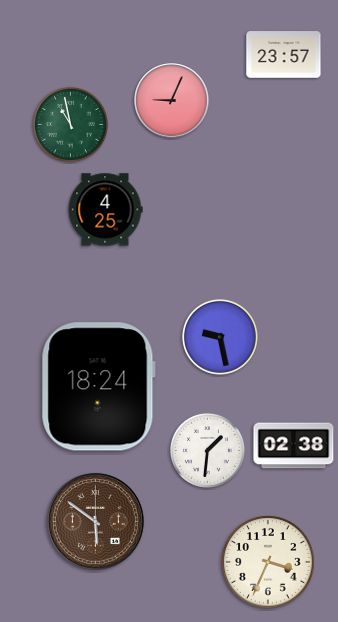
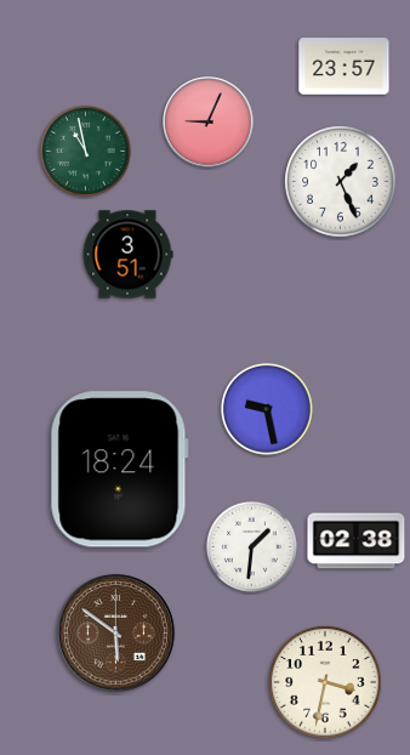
clock at (341, 182): none -> 1:26
clock at (105, 210): 4:25 -> 3:51
clock at (268, 562): 3:34 -> 3:32
